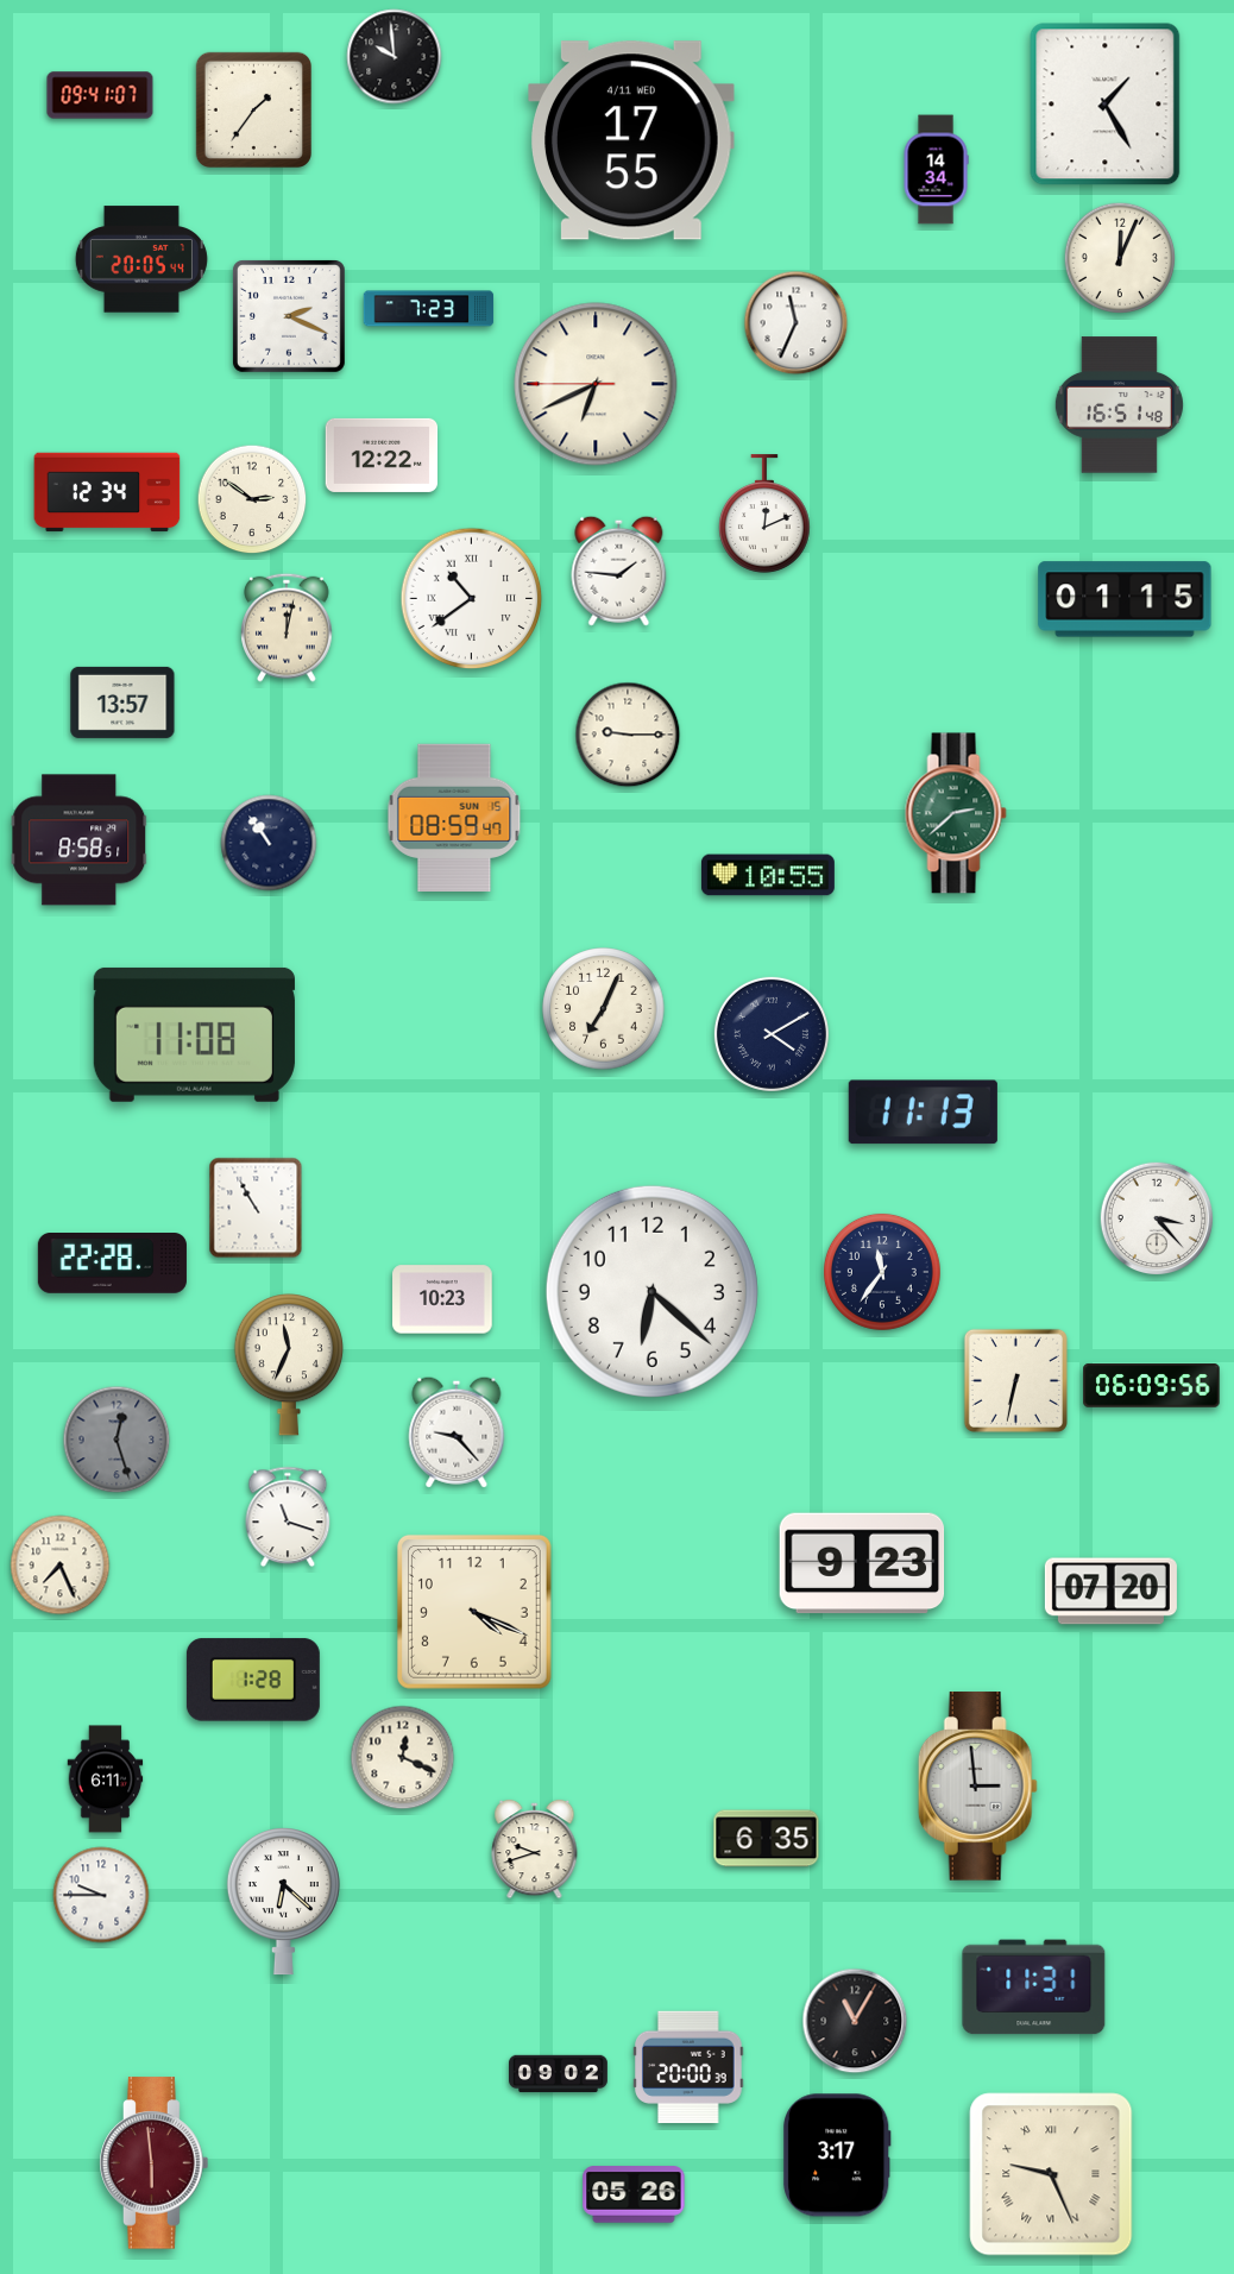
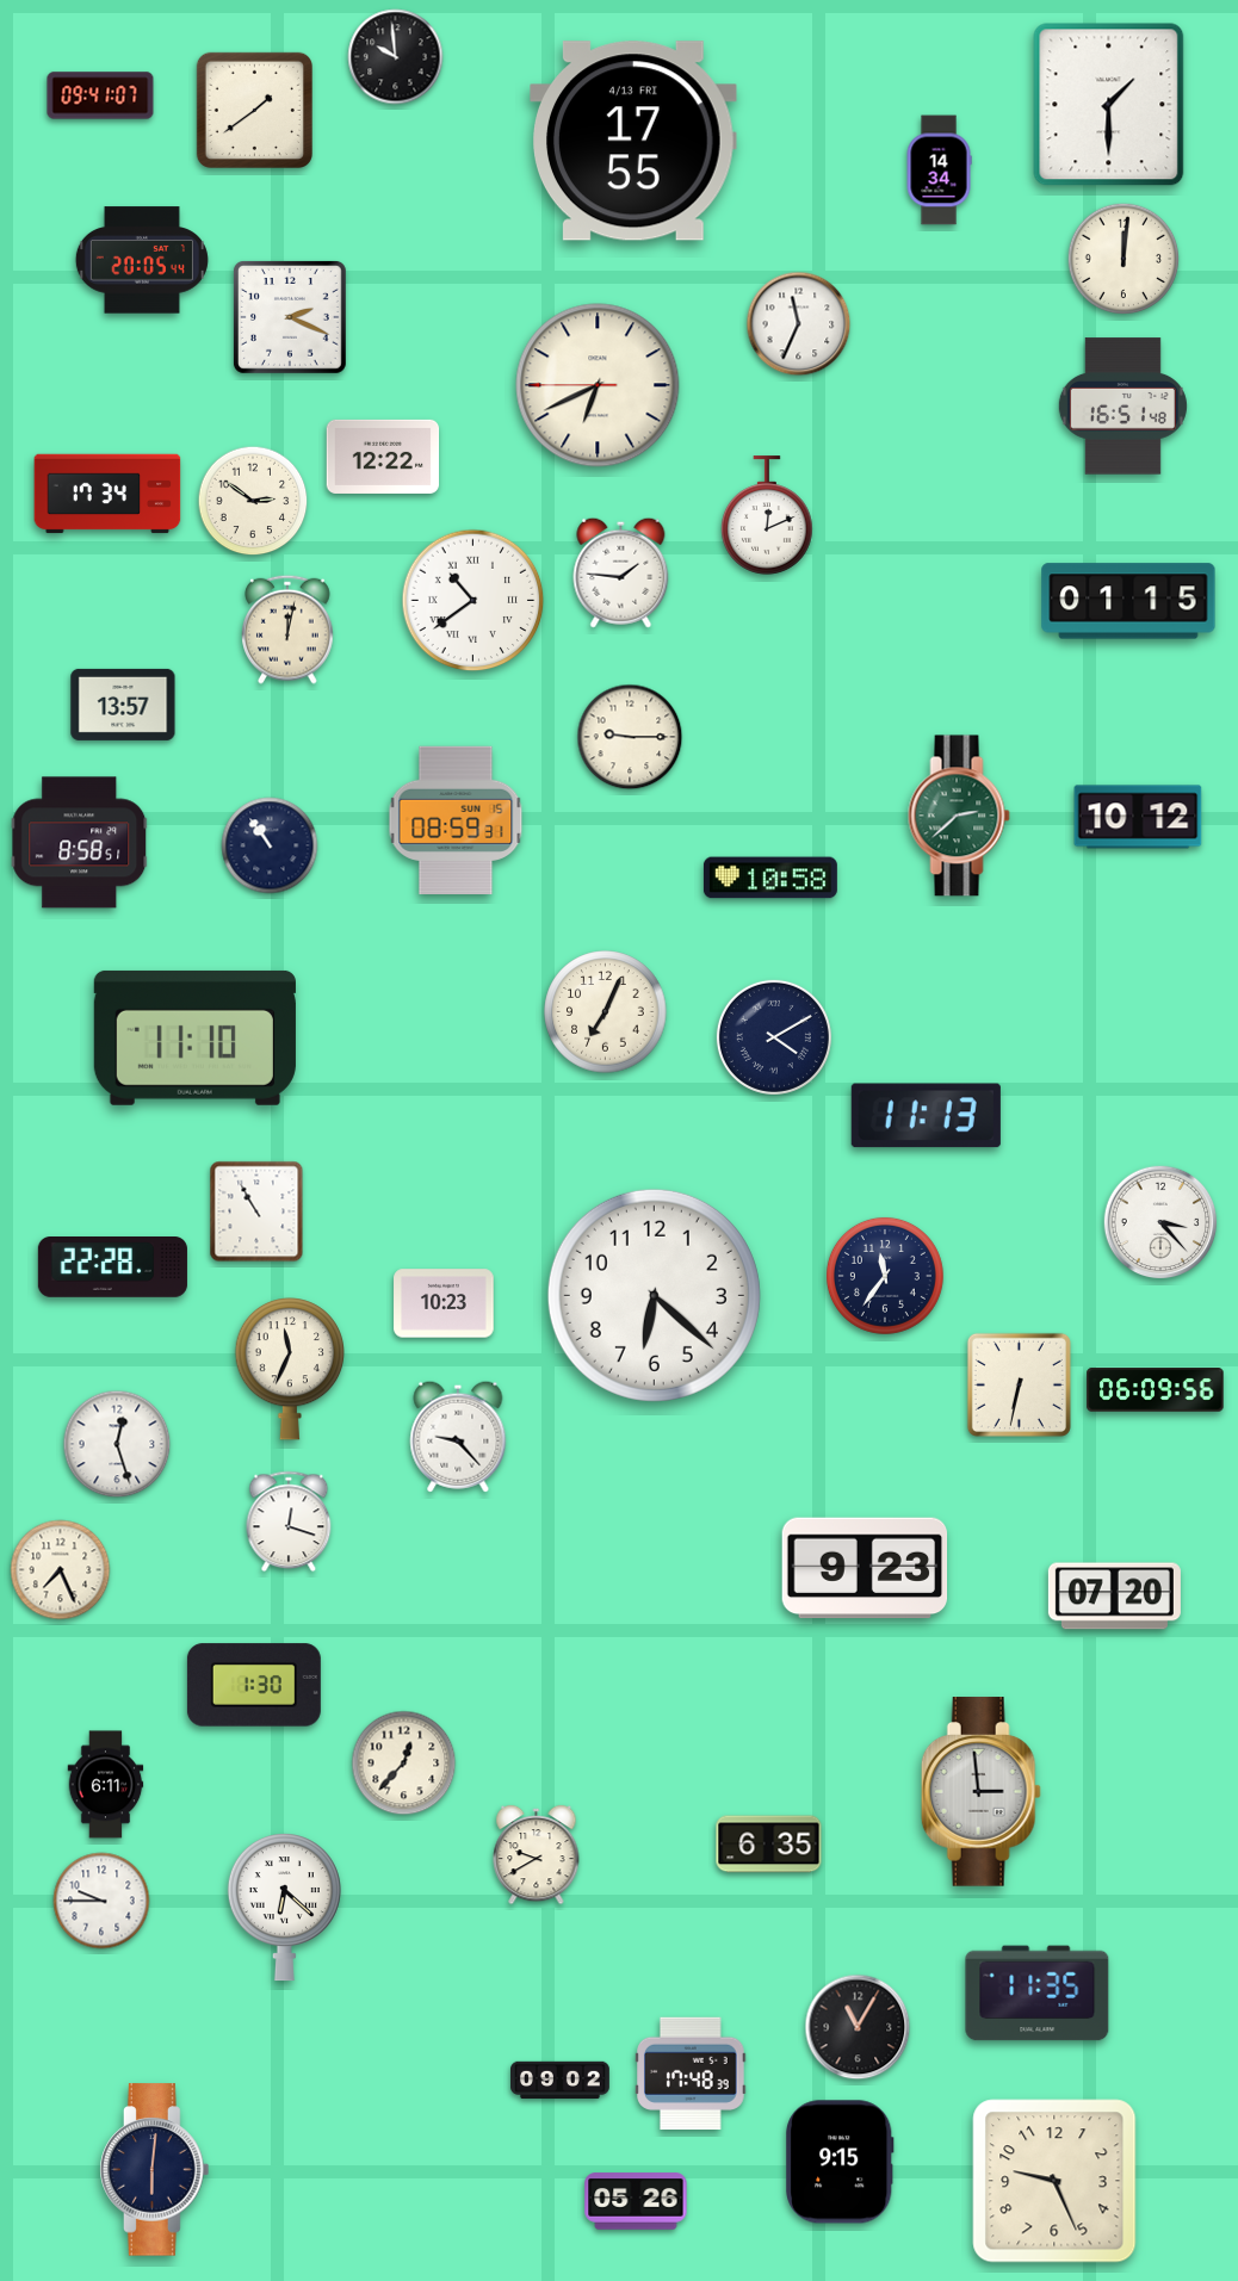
clock at (1106, 105): 1:25 -> 1:30
clock at (253, 109): 1:36 -> 1:39
clock at (632, 140) date: 4/11 WED -> 4/13 FRI
clock at (1120, 258): 12:04 -> 12:01
clock at (429, 309): 7:23 -> none
clock at (107, 492): 12:34 -> 17:34
clock at (1138, 817): none -> 10:12
clock at (454, 817): 08:59:47 -> 08:59:31
clock at (768, 875): 10:55 -> 10:58
clock at (194, 1034): 11:08 -> 11:10
clock at (117, 1440) dial: grey -> white
clock at (288, 1517): 11:18 -> 12:18
clock at (474, 1612): 4:19 -> none
clock at (253, 1680): 1:28 -> 1:30
clock at (403, 1758): 12:19 -> 12:37
clock at (535, 1850): 9:42 -> 9:40
clock at (1034, 1988): 11:31 -> 11:35
clock at (690, 2066): 20:00 -> 17:48
clock at (838, 2155): 3:17 -> 9:15
clock at (155, 2163): 5:59 -> 6:01
clock at (155, 2163) dial: burgundy -> navy
clock at (1051, 2174) numerals: Roman -> Arabic
